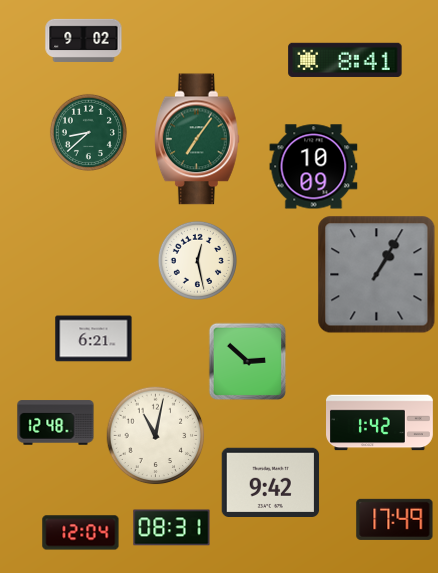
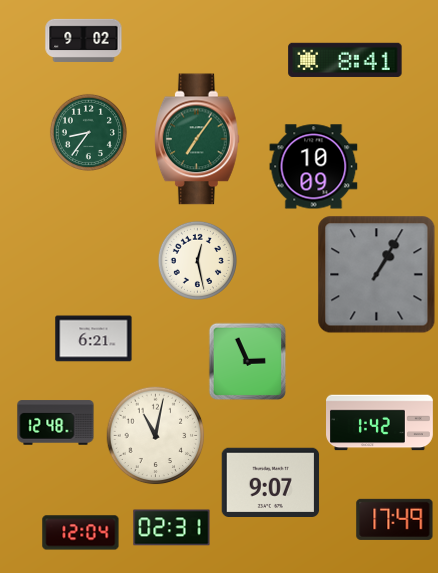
clock at (88, 132): 8:38 -> 8:36
clock at (247, 361): 2:52 -> 2:56
clock at (271, 483): 9:42 -> 9:07
clock at (172, 528): 08:31 -> 02:31
